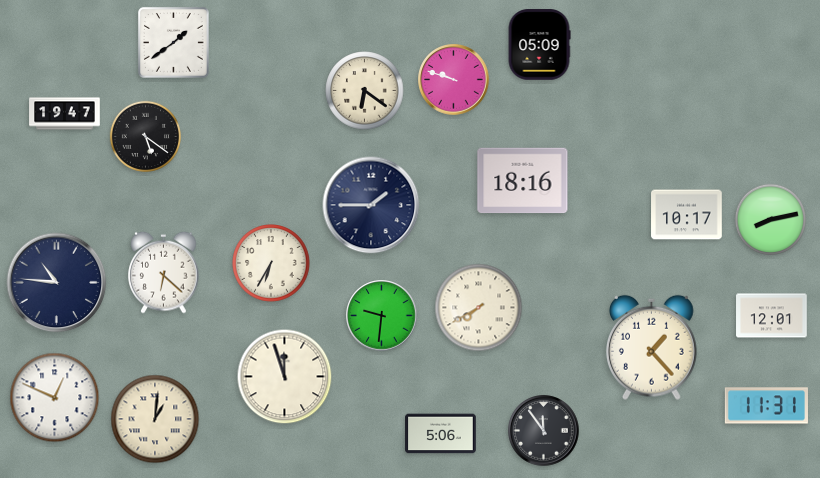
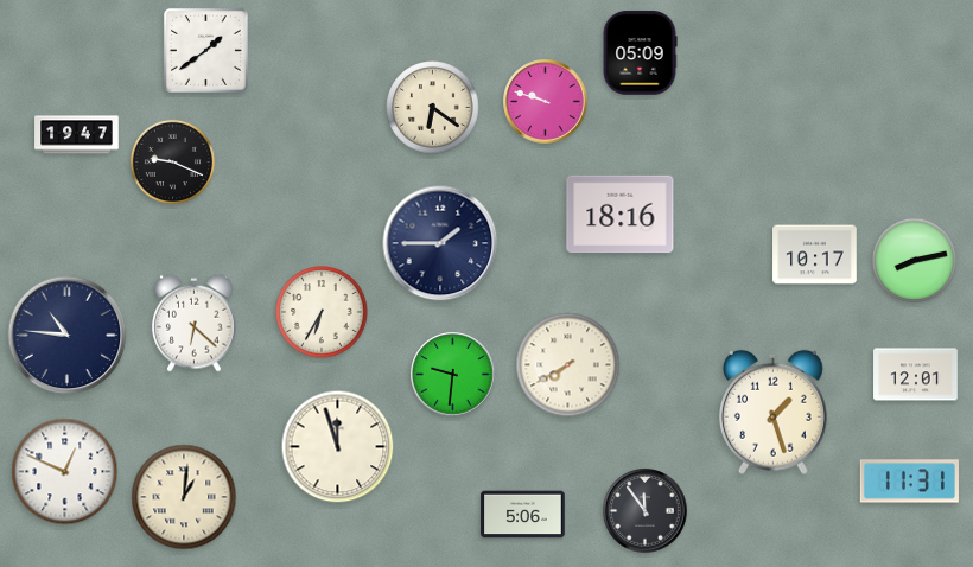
clock at (454, 80) position: (454, 80) -> (546, 102)
clock at (145, 136): 5:21 -> 9:19
clock at (651, 347): 1:23 -> 1:27
